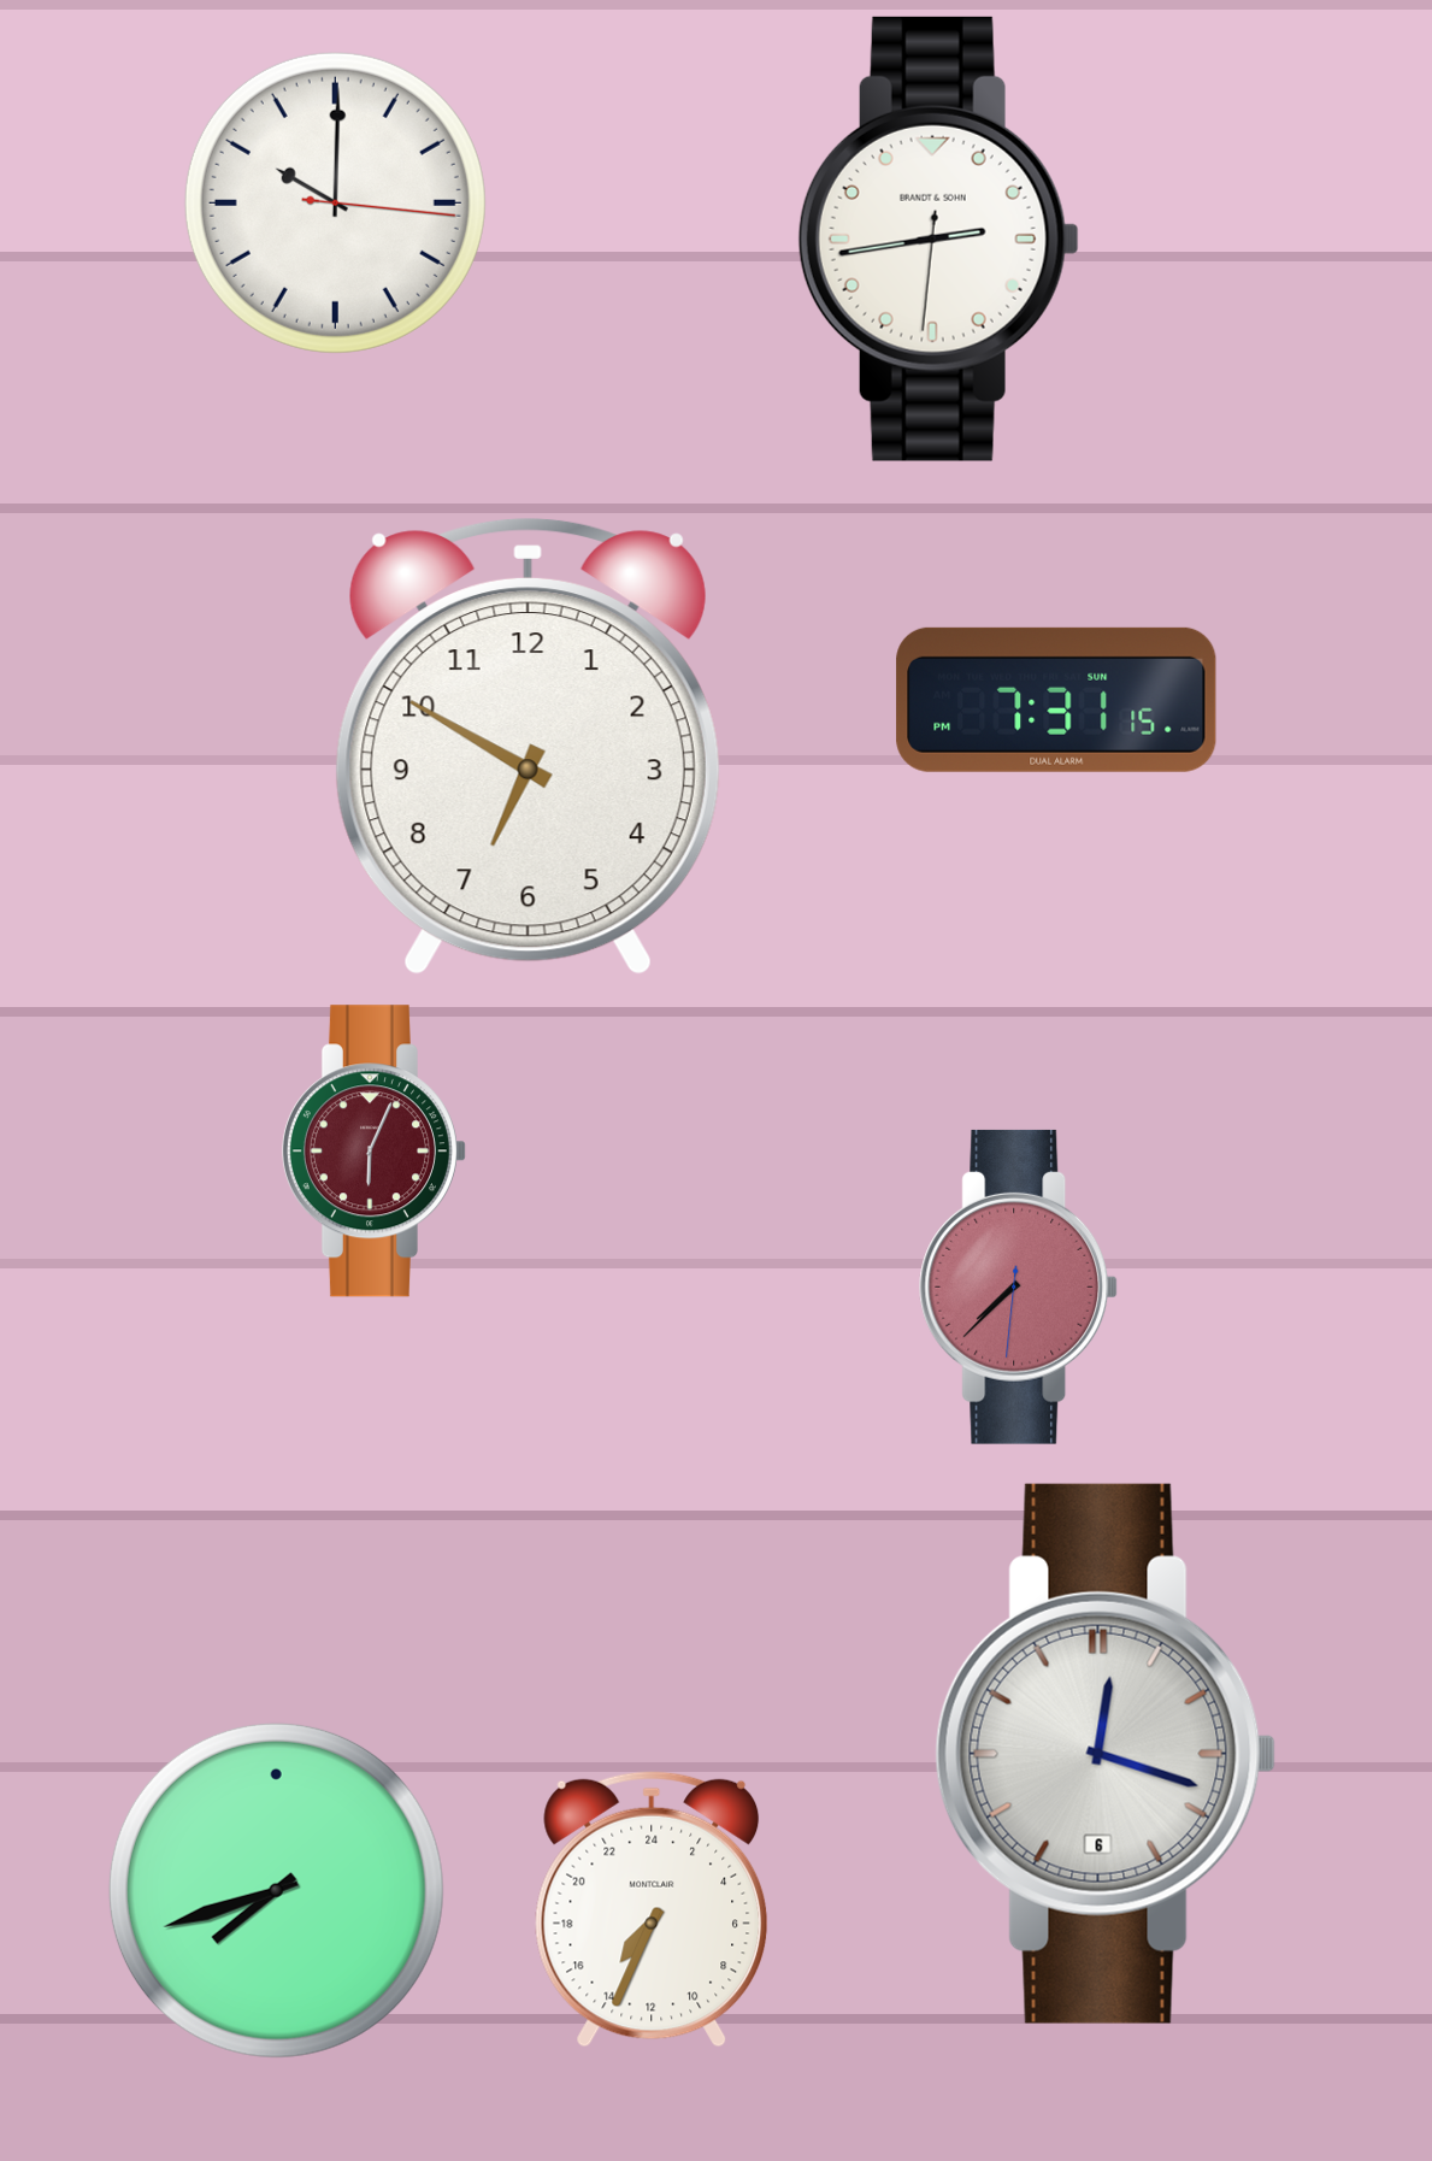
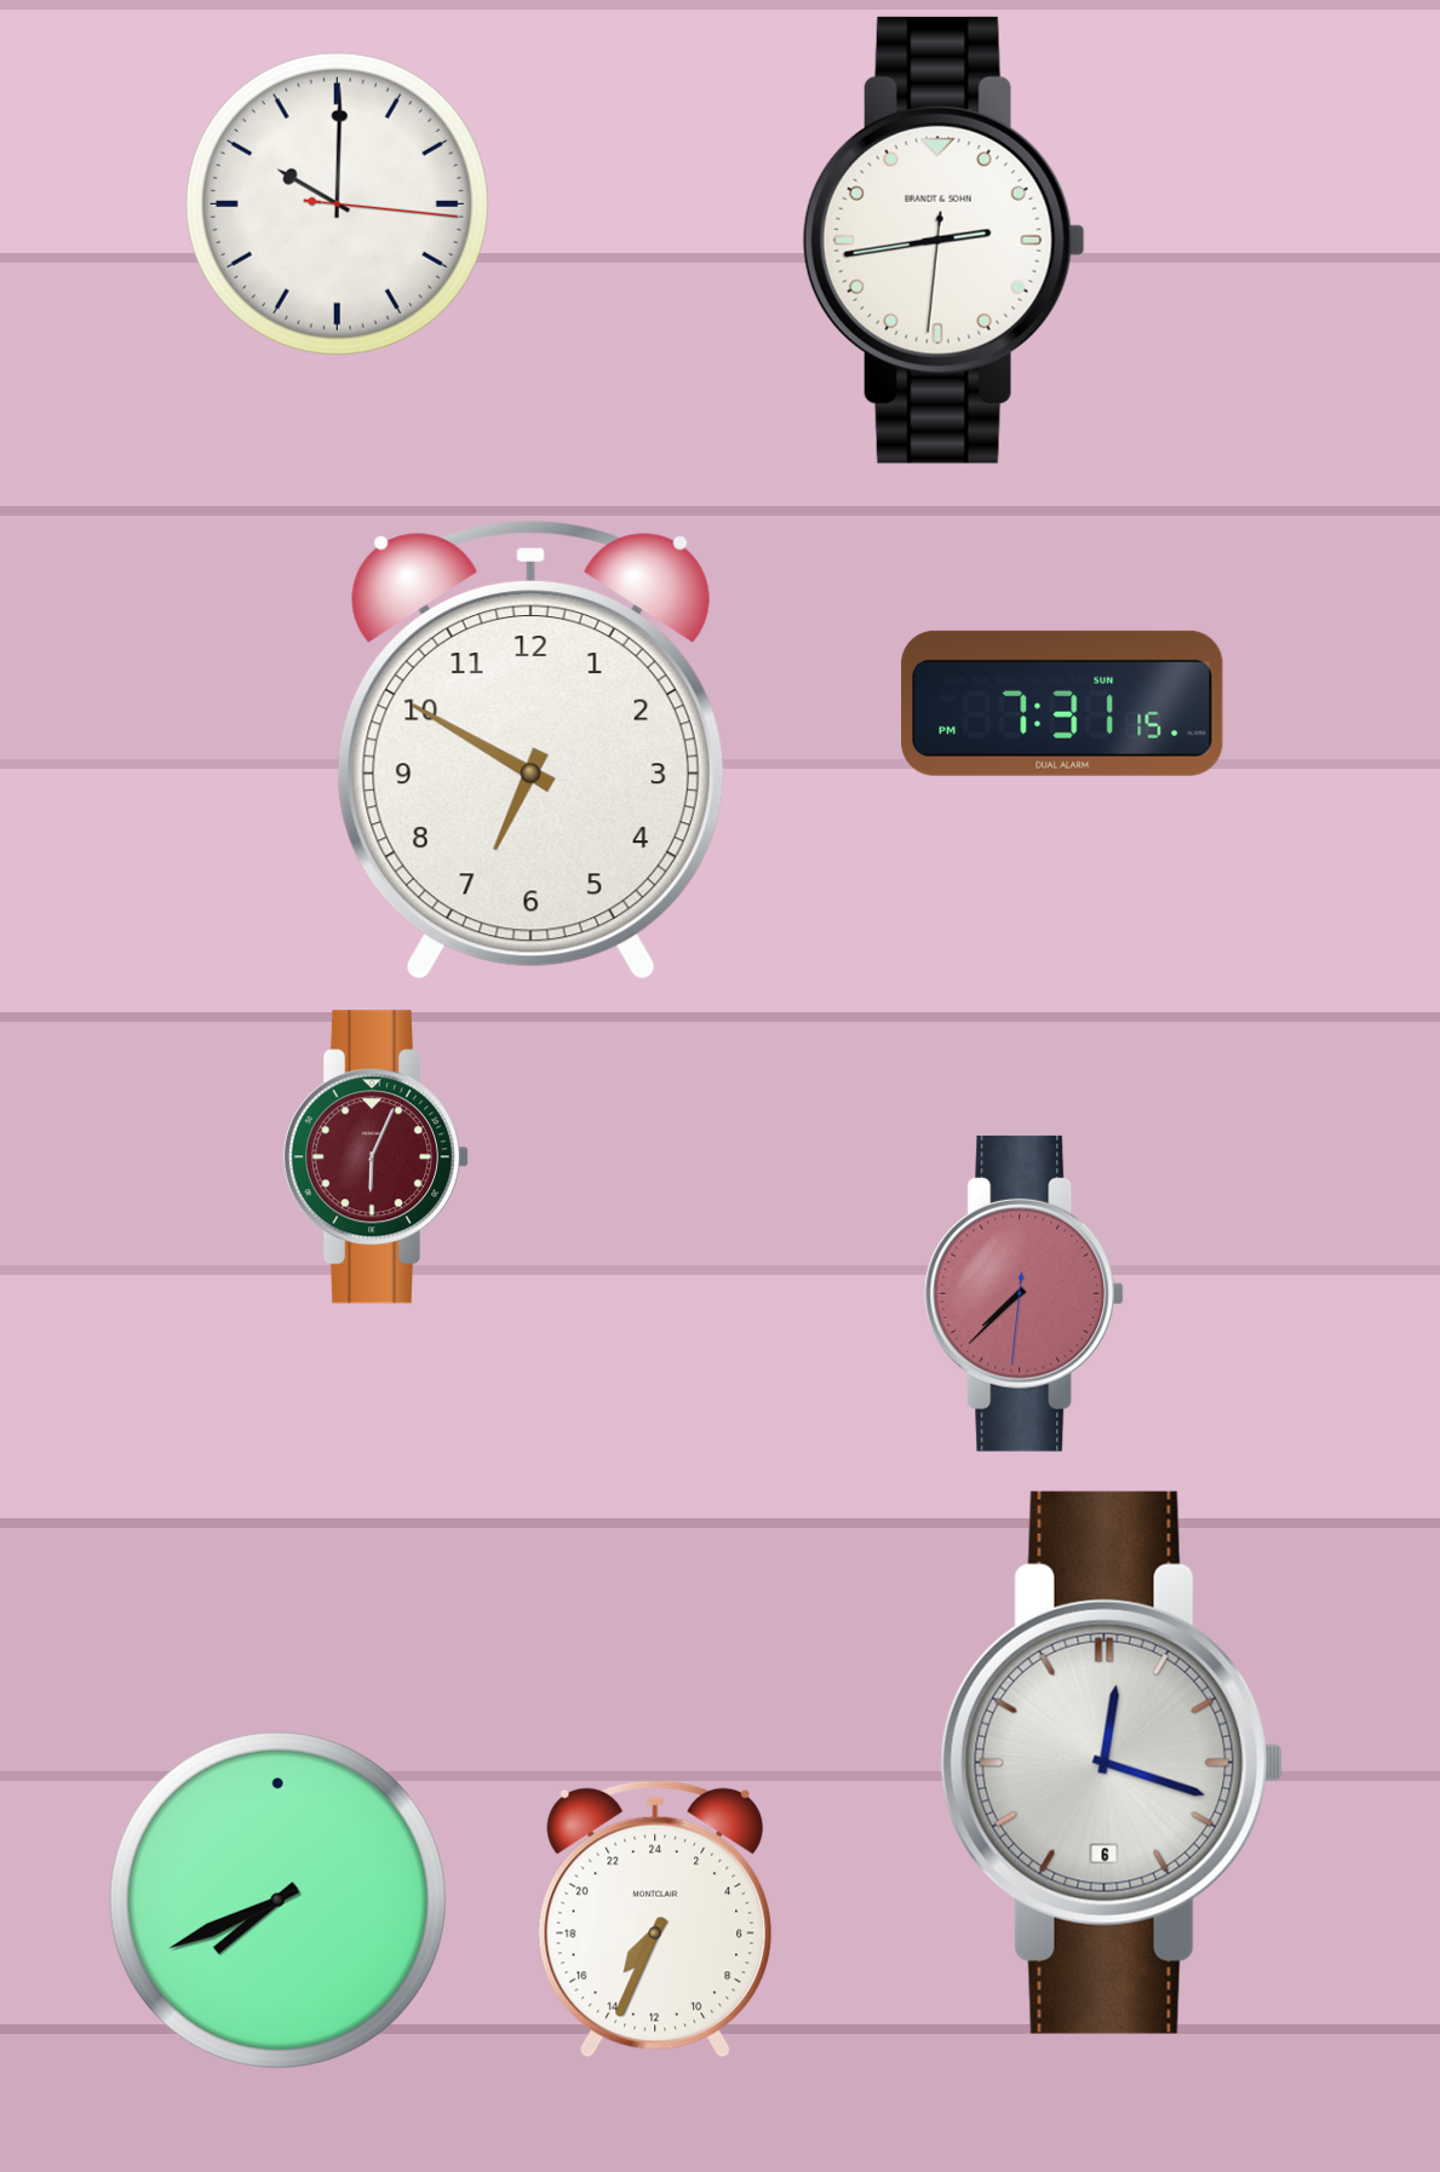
clock at (276, 1890): 7:42 -> 7:41
